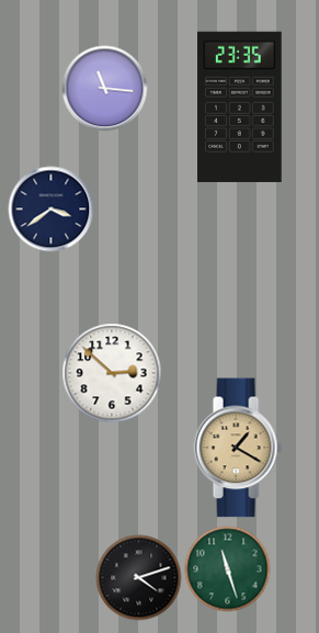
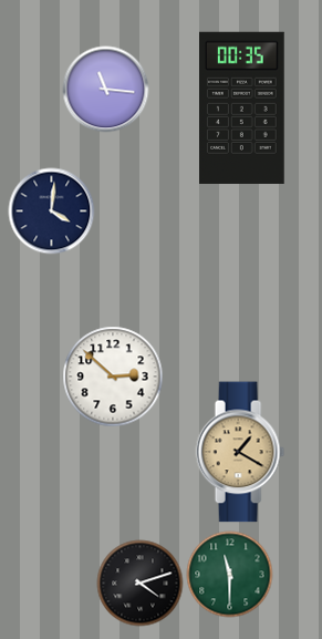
clock at (240, 106): 23:35 -> 00:35
clock at (50, 208): 3:39 -> 4:01
clock at (227, 568): 11:27 -> 11:30
